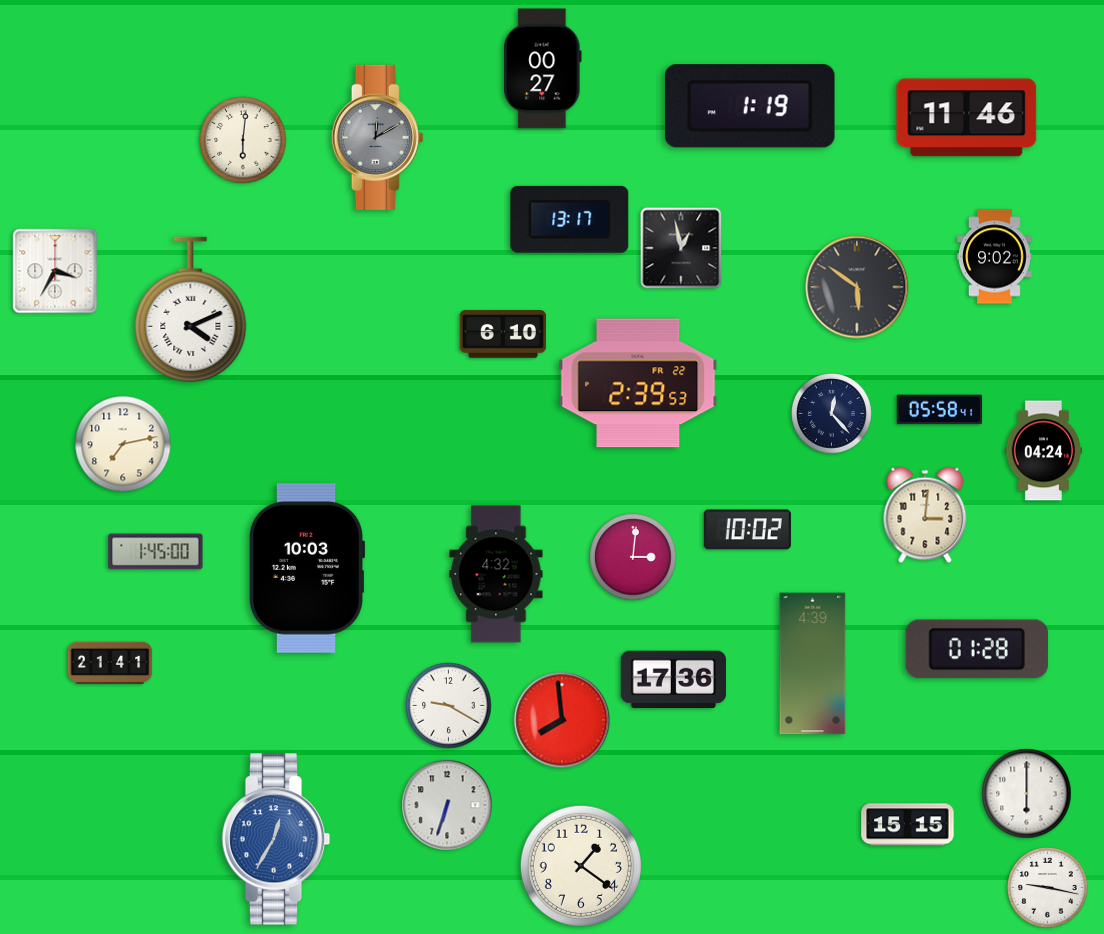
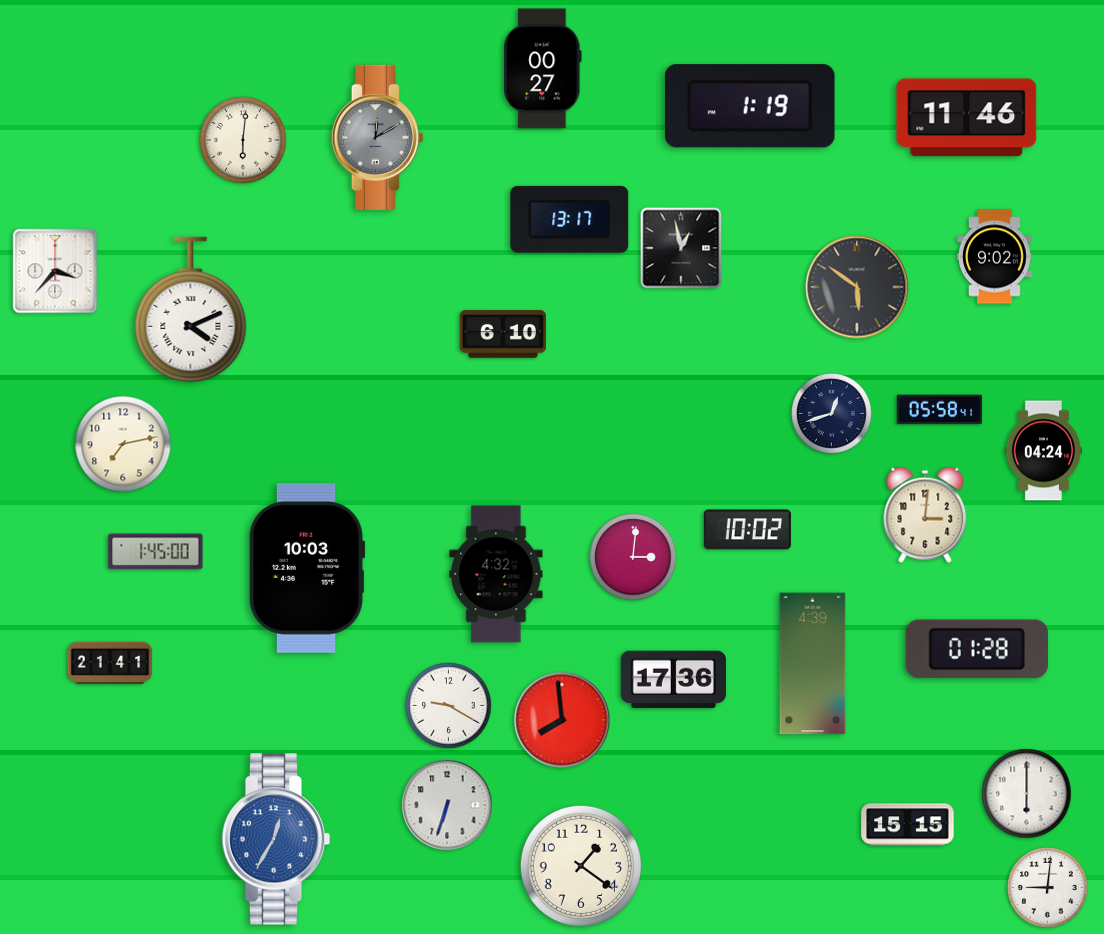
clock at (55, 271): 3:35 -> 3:37
clock at (638, 383): 2:39 -> none
clock at (832, 414): 12:23 -> 12:42
clock at (1048, 888): 9:17 -> 9:01
